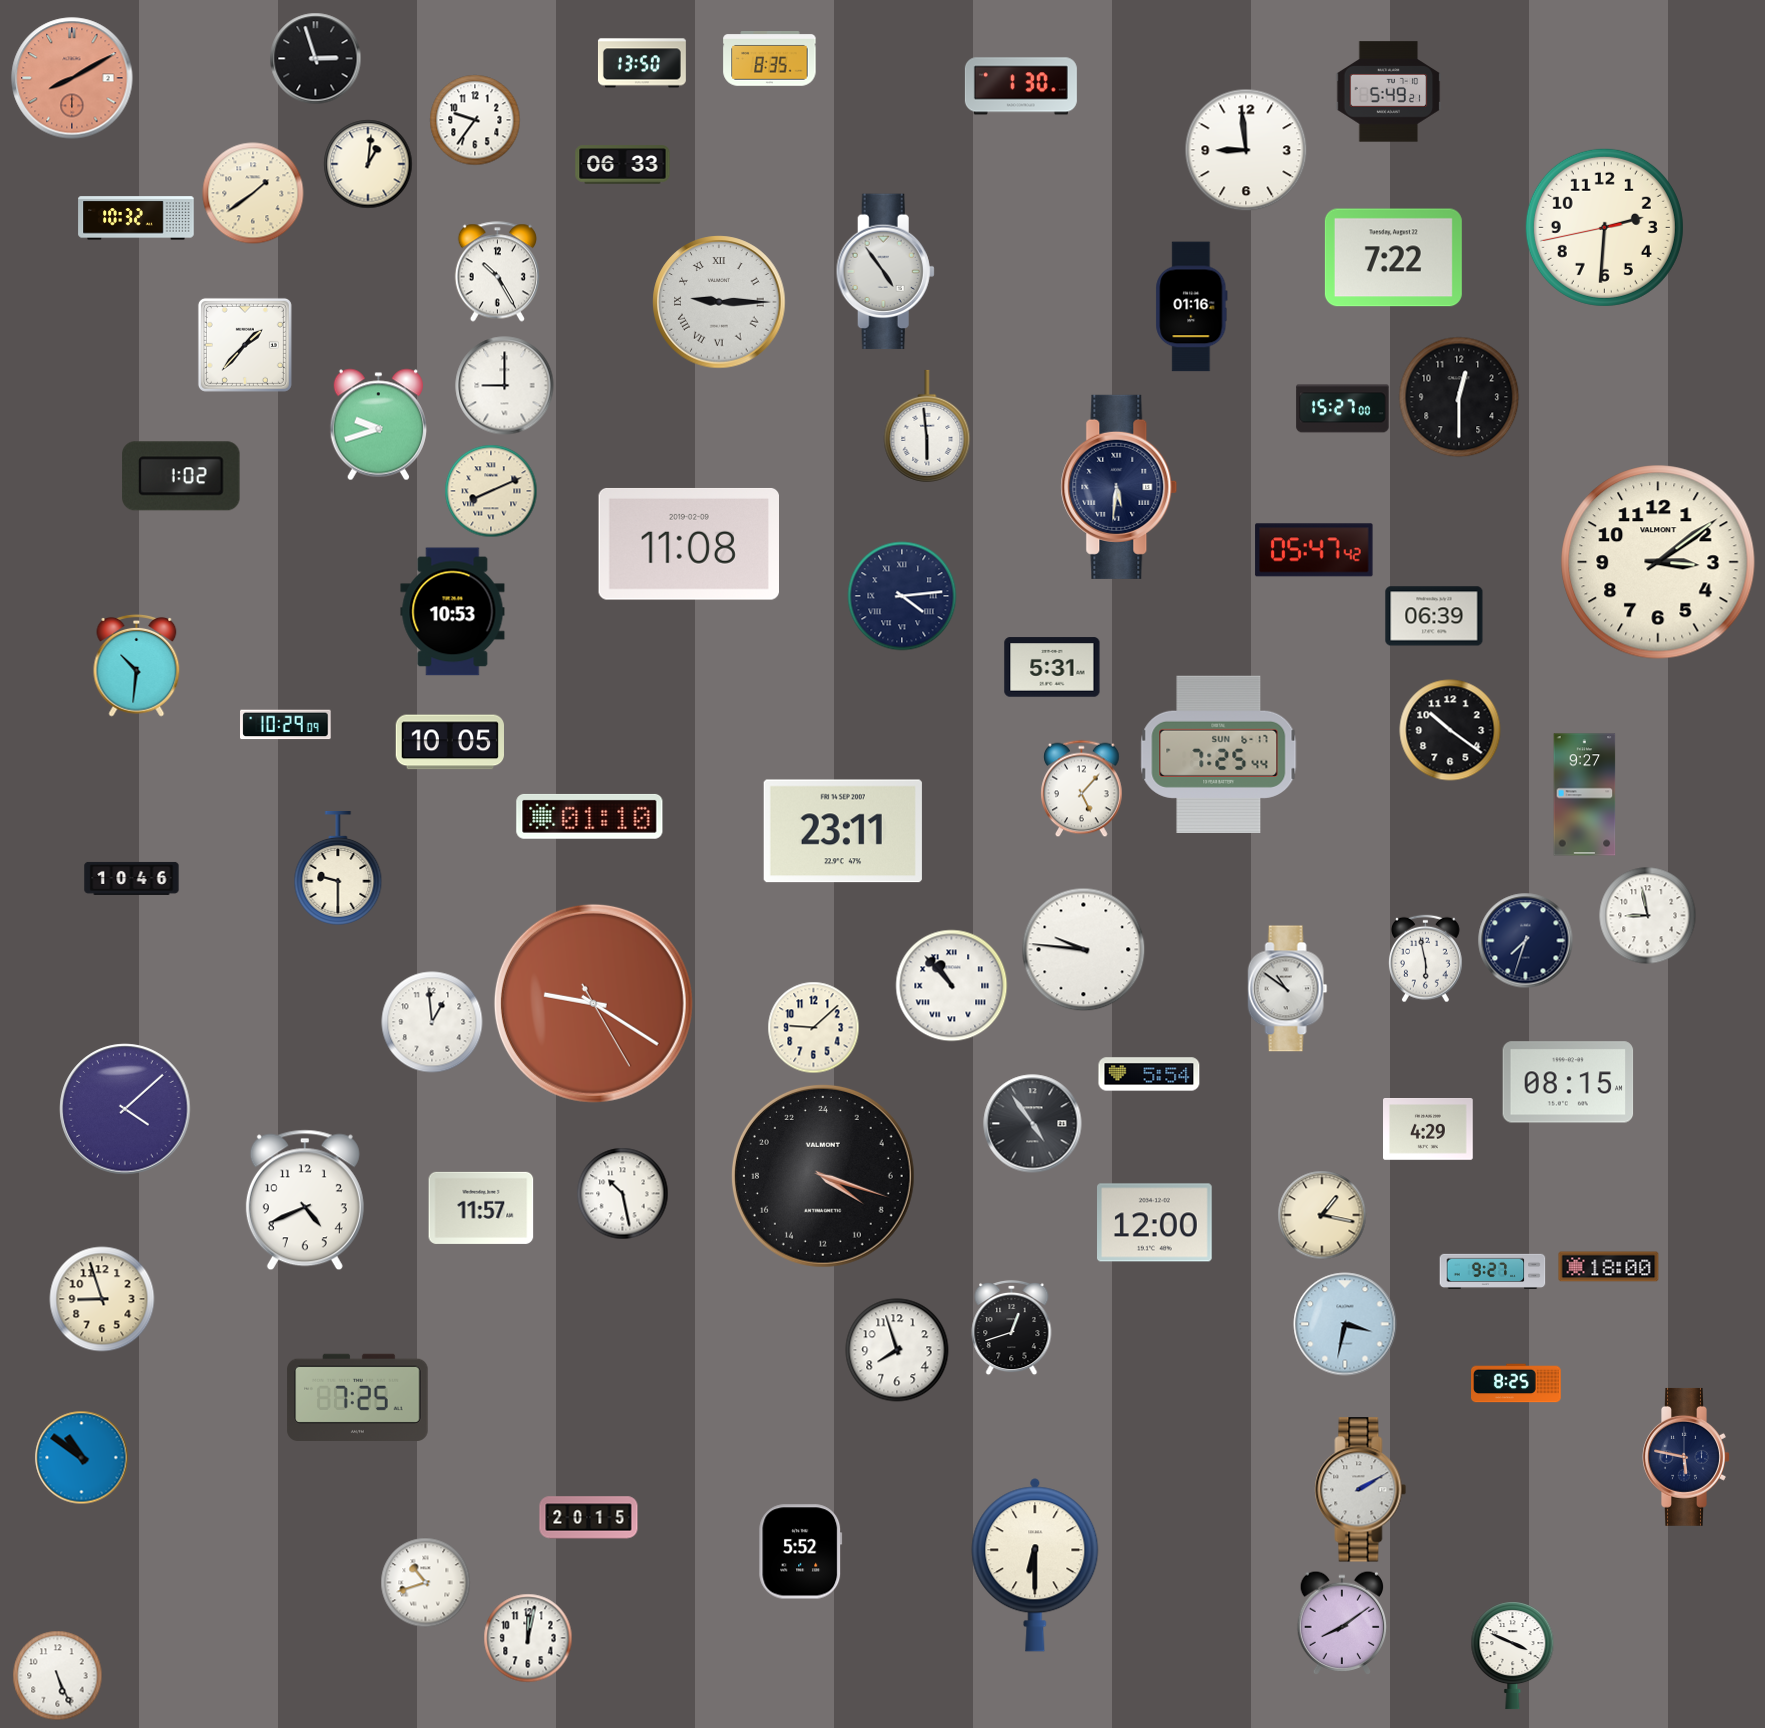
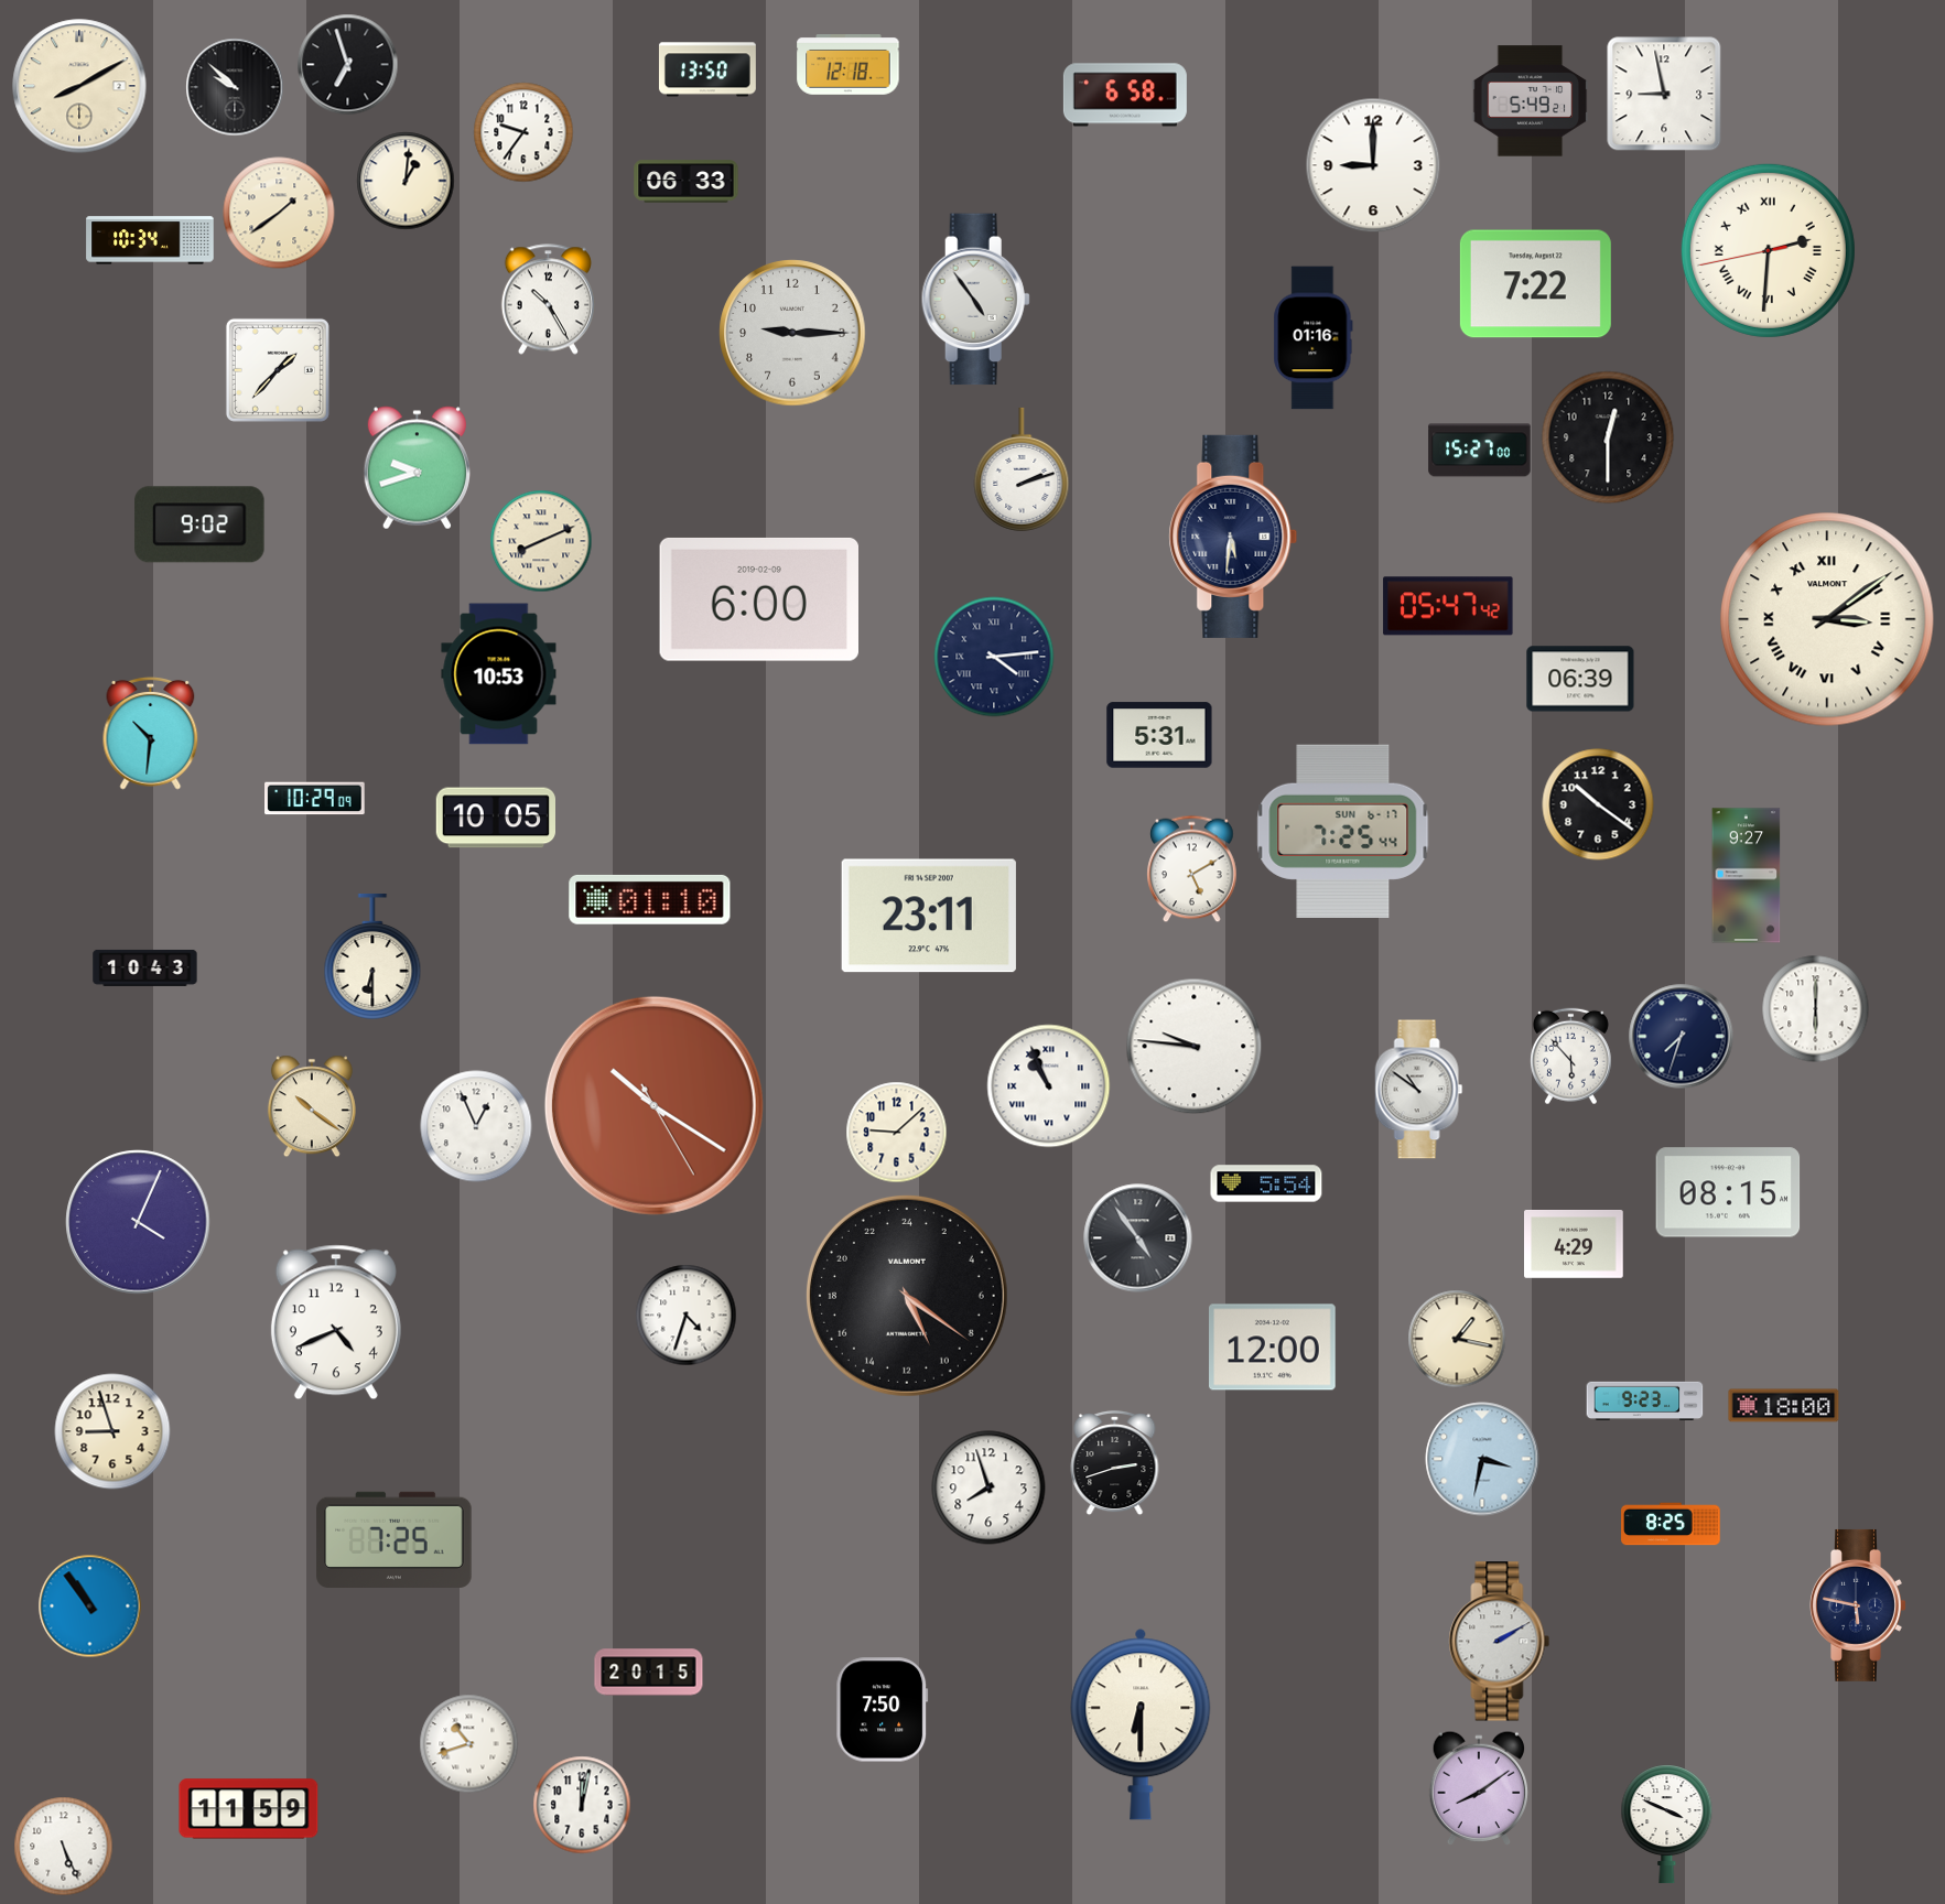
clock at (316, 59): 2:57 -> 6:57
clock at (770, 59): 8:35 -> 12:18
clock at (72, 78) dial: salmon -> cream
clock at (235, 87): none -> 9:52
clock at (1664, 94): none -> 8:58
clock at (1021, 86): 1:30 -> 6:58
clock at (1246, 150): 8:59 -> 9:00
clock at (136, 218): 10:32 -> 10:34
clock at (1604, 227) numerals: Arabic -> Roman
clock at (719, 302) numerals: Roman -> Arabic
clock at (245, 345) position: (245, 345) -> (278, 370)
clock at (505, 386): 9:00 -> none
clock at (927, 426): 5:59 -> 2:12
clock at (181, 476): 1:02 -> 9:02
clock at (688, 544): 11:08 -> 6:00
clock at (1658, 562) numerals: Arabic -> Roman
clock at (1082, 789): 5:07 -> 5:10
clock at (338, 868): 9:30 -> 6:30
clock at (132, 878): 10:46 -> 10:43
clock at (1648, 916): 8:58 -> 6:00
clock at (1425, 959): 5:58 -> 5:53
clock at (952, 986): 10:53 -> 10:56
clock at (593, 1003): 9:20 -> 10:20
clock at (312, 1106): none -> 10:21
clock at (432, 1022): 12:59 -> 12:56
clock at (125, 1109): 4:08 -> 4:04
clock at (823, 1176): 8:18 -> 10:21
clock at (623, 1194): 10:28 -> 4:33
clock at (481, 1208): 11:57 -> none
clock at (1609, 1267) position: (1609, 1267) -> (1784, 1406)
clock at (1493, 1271): 9:27 -> 9:23
clock at (1012, 1328): 12:42 -> 2:42
clock at (82, 1458): 10:51 -> 10:54
clock at (801, 1552): 5:52 -> 7:50
clock at (249, 1809): none -> 11:59
